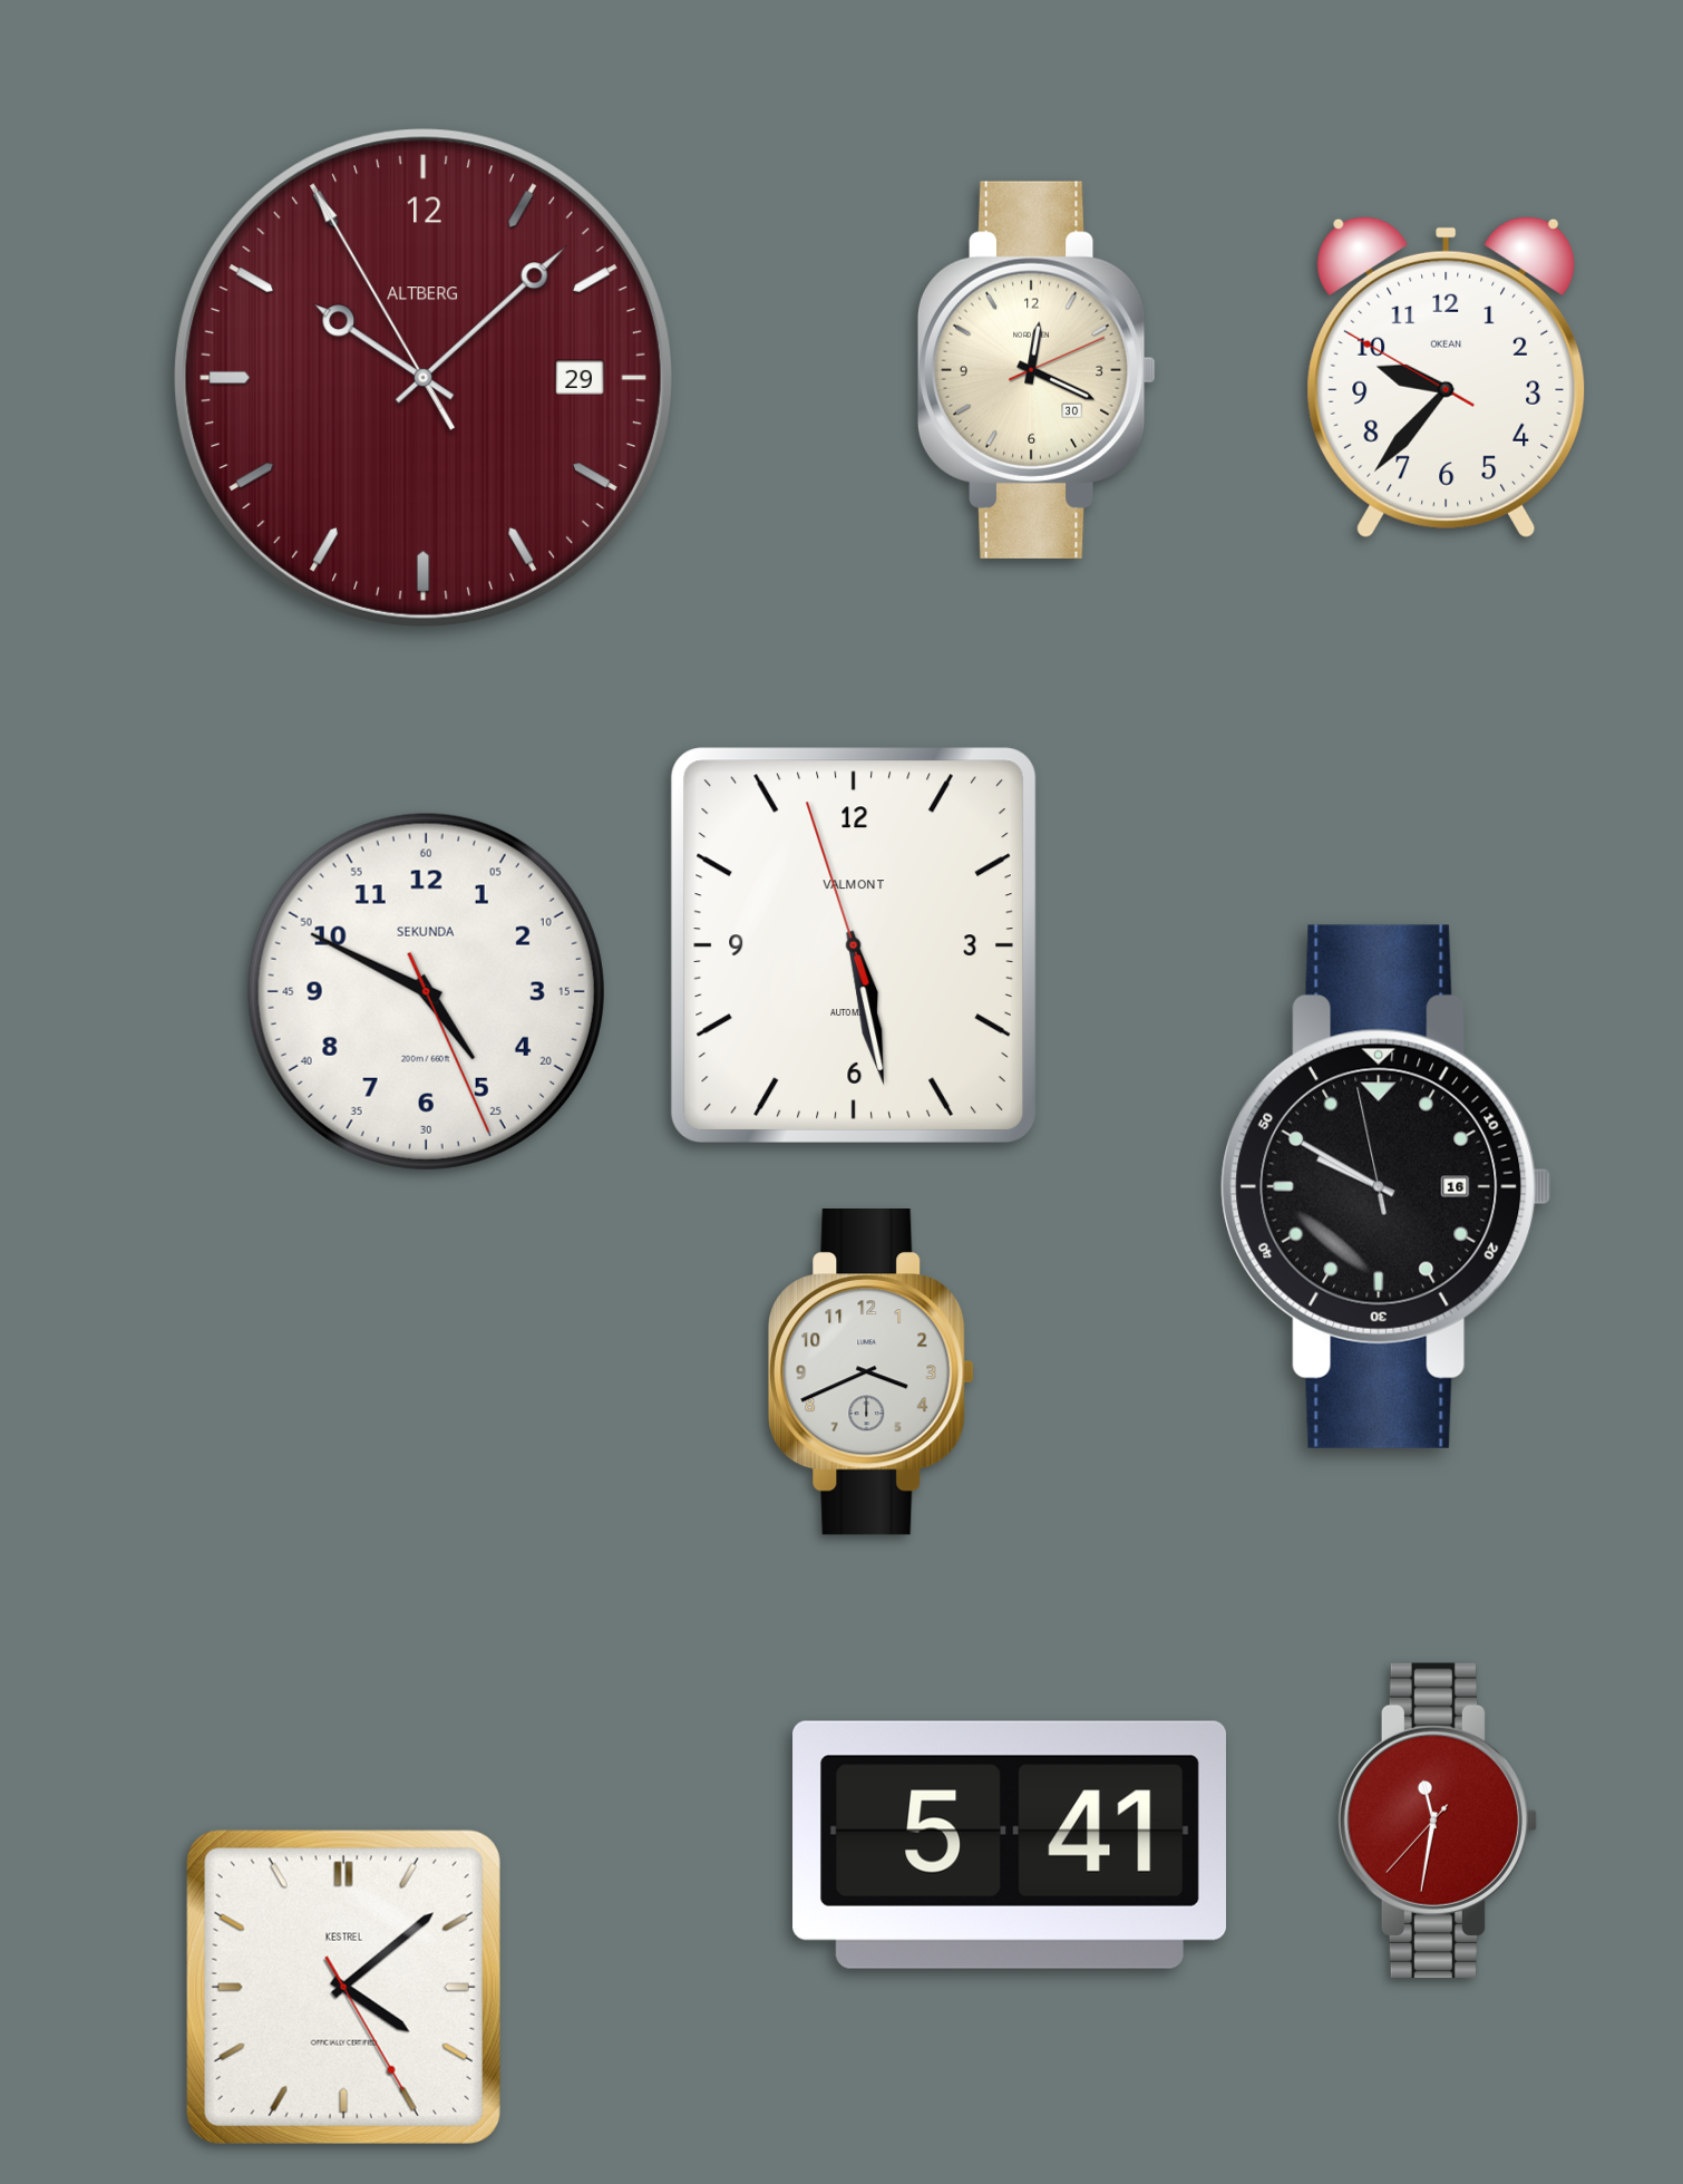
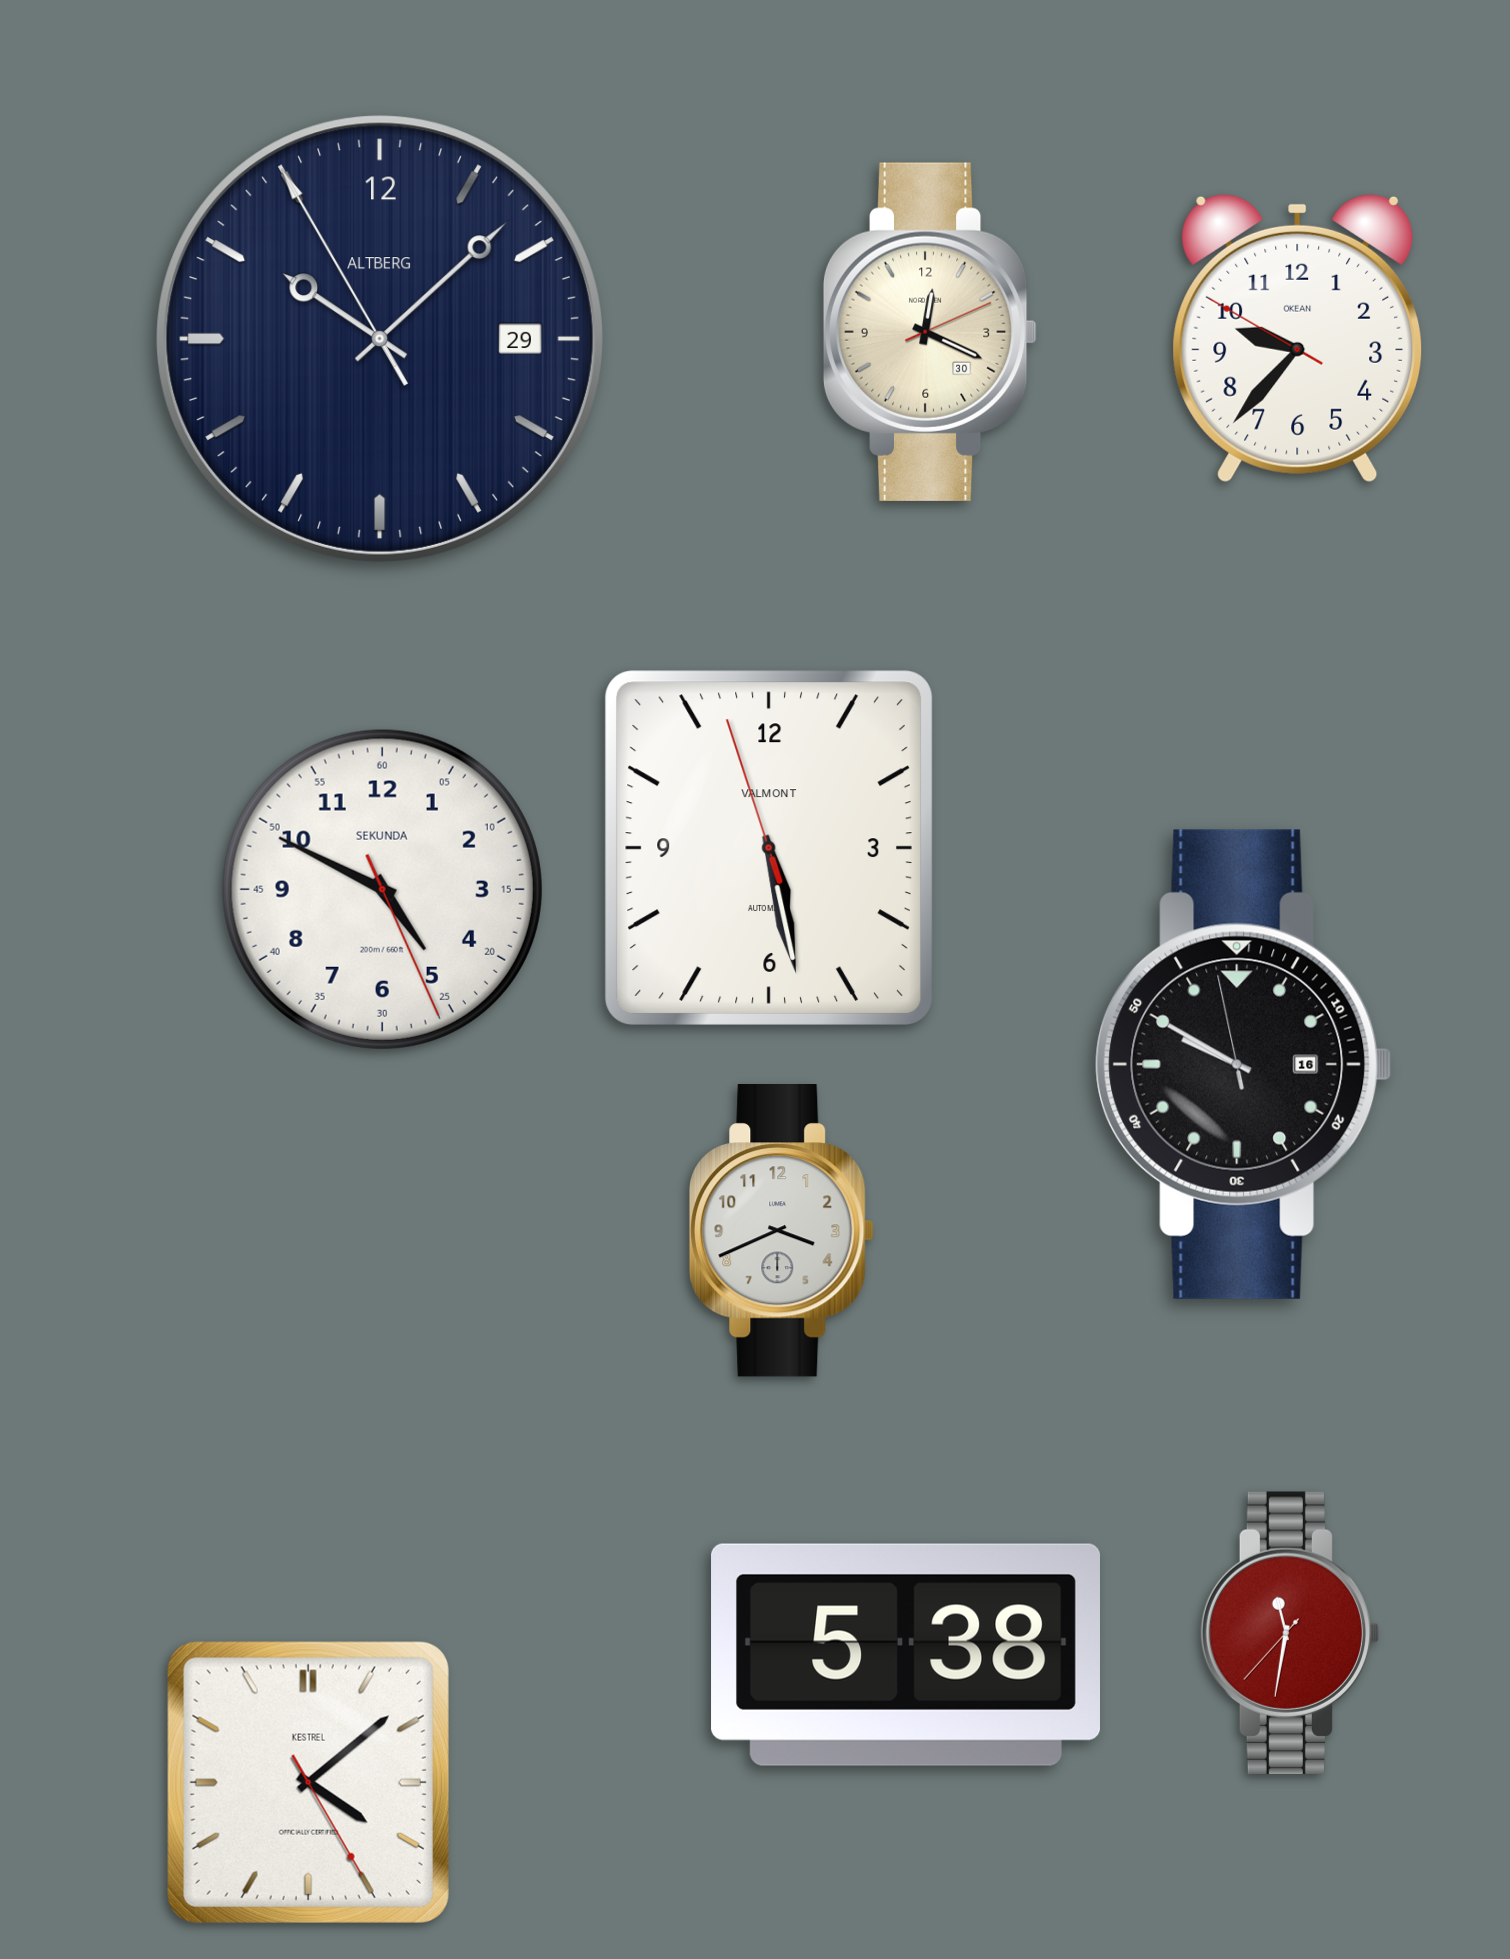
clock at (424, 378) dial: burgundy -> navy
clock at (854, 945) position: (854, 945) -> (769, 848)
clock at (1009, 1845): 5:41 -> 5:38
